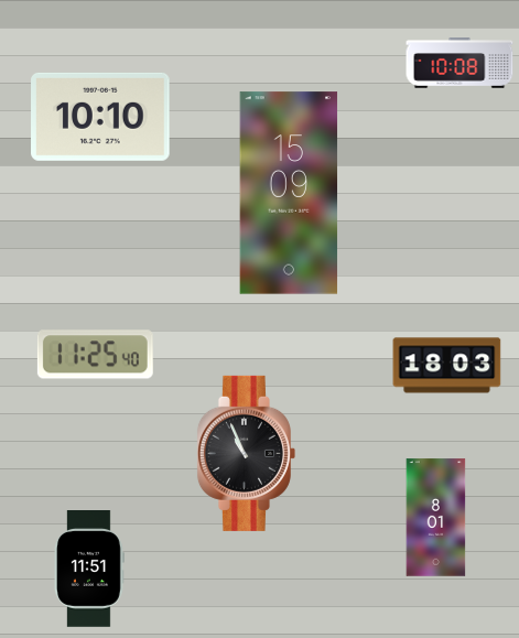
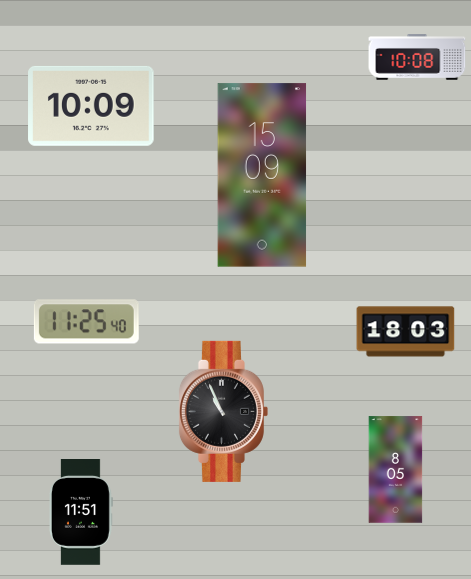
clock at (100, 117): 10:10 -> 10:09
clock at (436, 518): 8:01 -> 8:05
clock at (89, 570) position: (89, 570) -> (81, 513)
